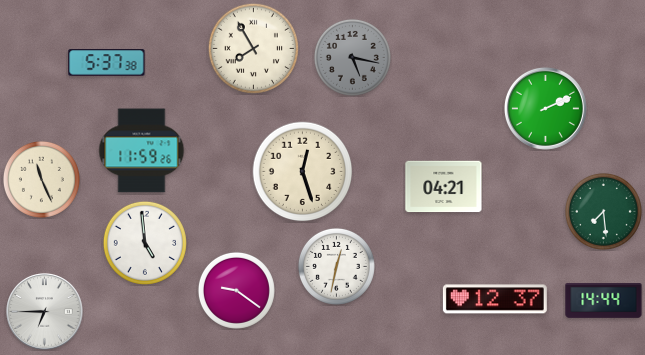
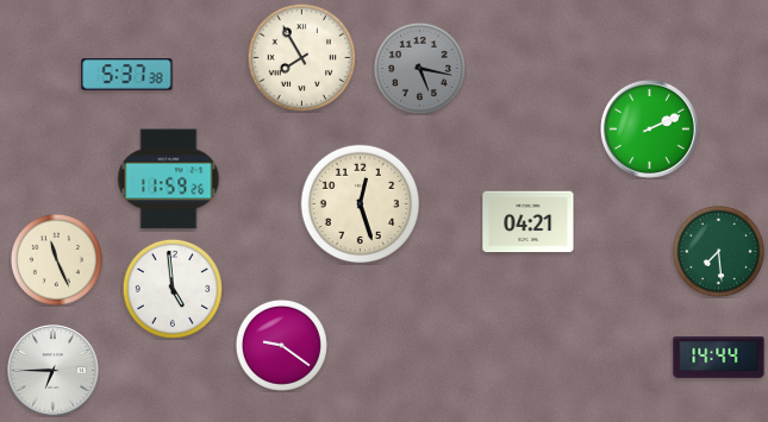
clock at (41, 179) position: (41, 179) -> (56, 259)
clock at (336, 266): 12:32 -> none
clock at (495, 299): 12:37 -> none
